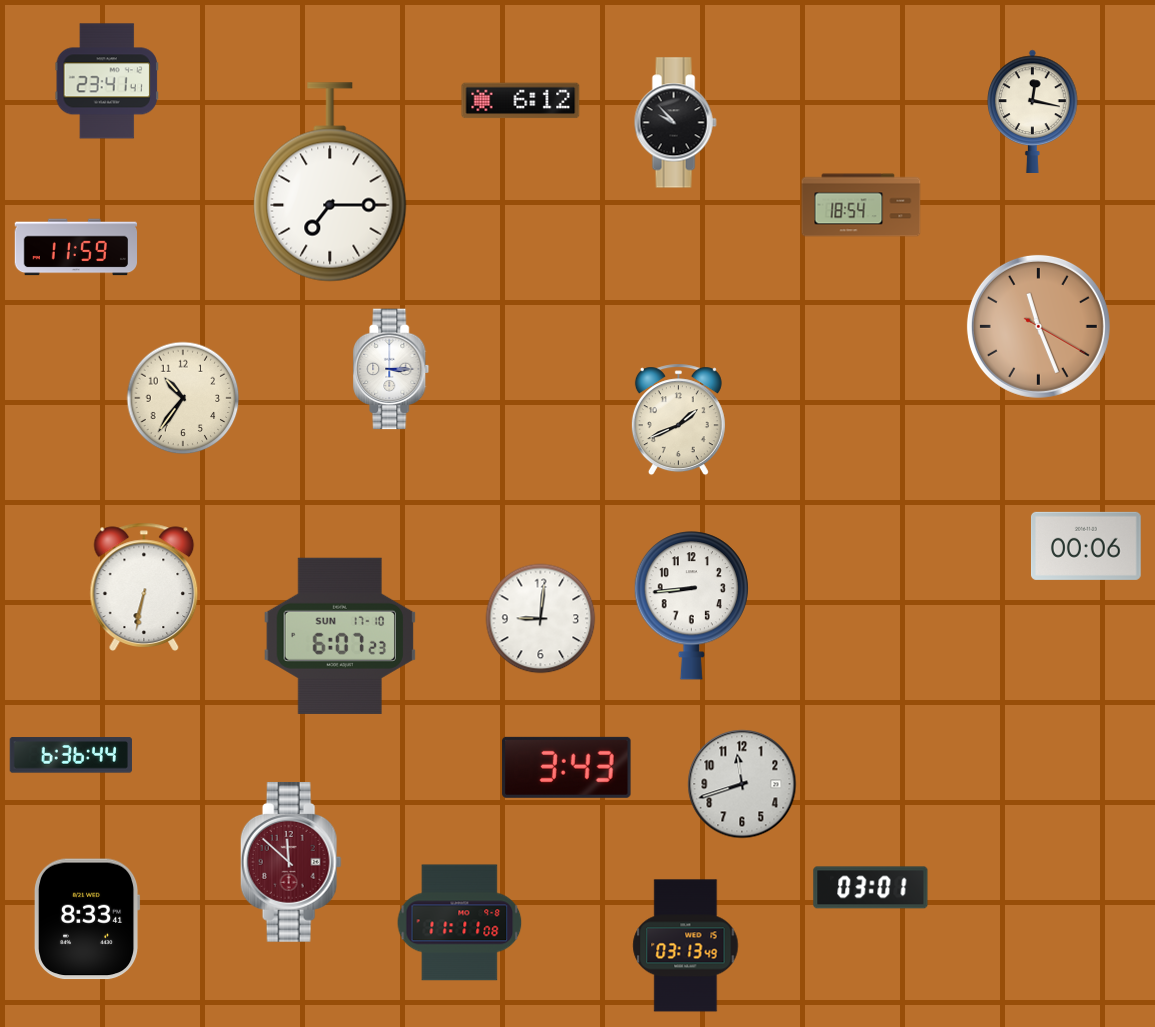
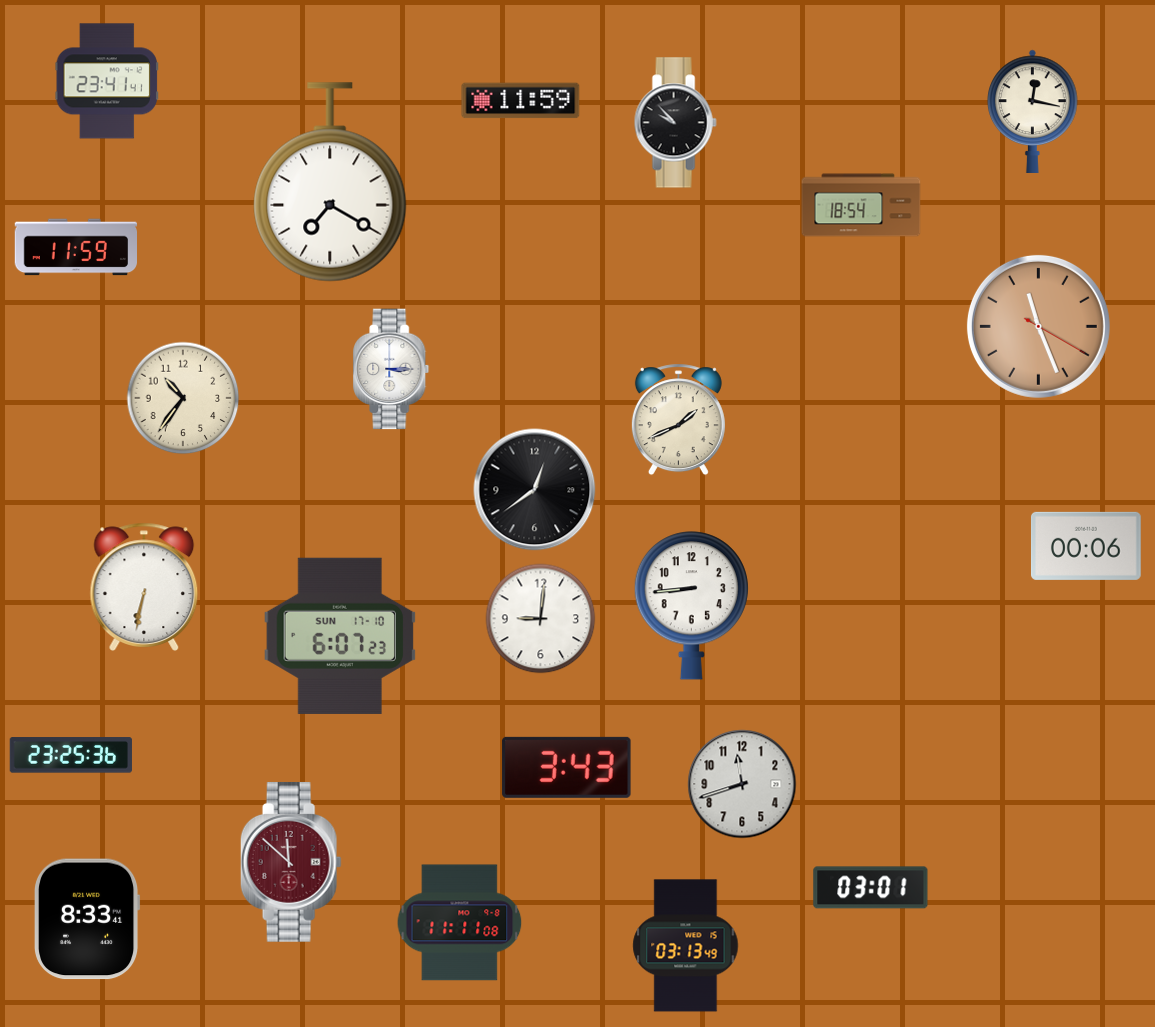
clock at (521, 101): 6:12 -> 11:59
clock at (330, 182): 7:15 -> 7:20
clock at (535, 490): none -> 12:39
clock at (71, 755): 6:36 -> 23:25
